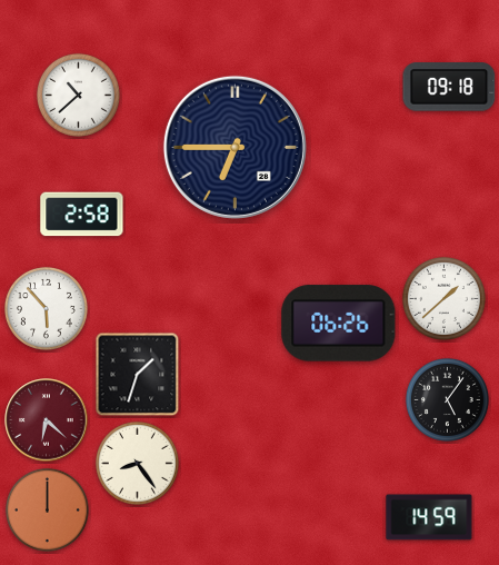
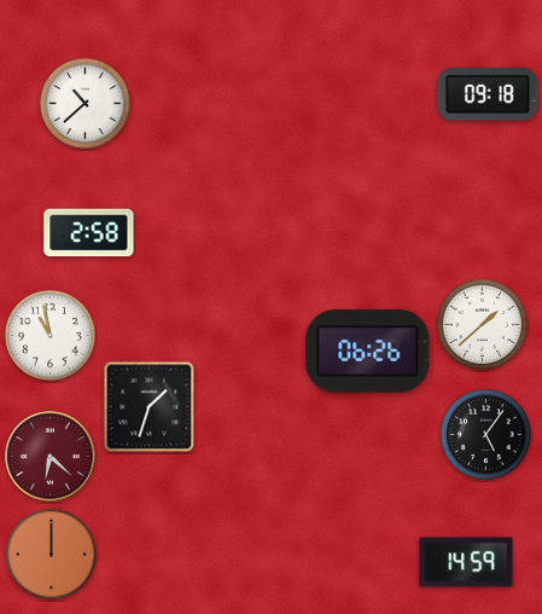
clock at (234, 147): 6:45 -> none
clock at (46, 308): 5:53 -> 10:58
clock at (137, 463): 8:24 -> none
